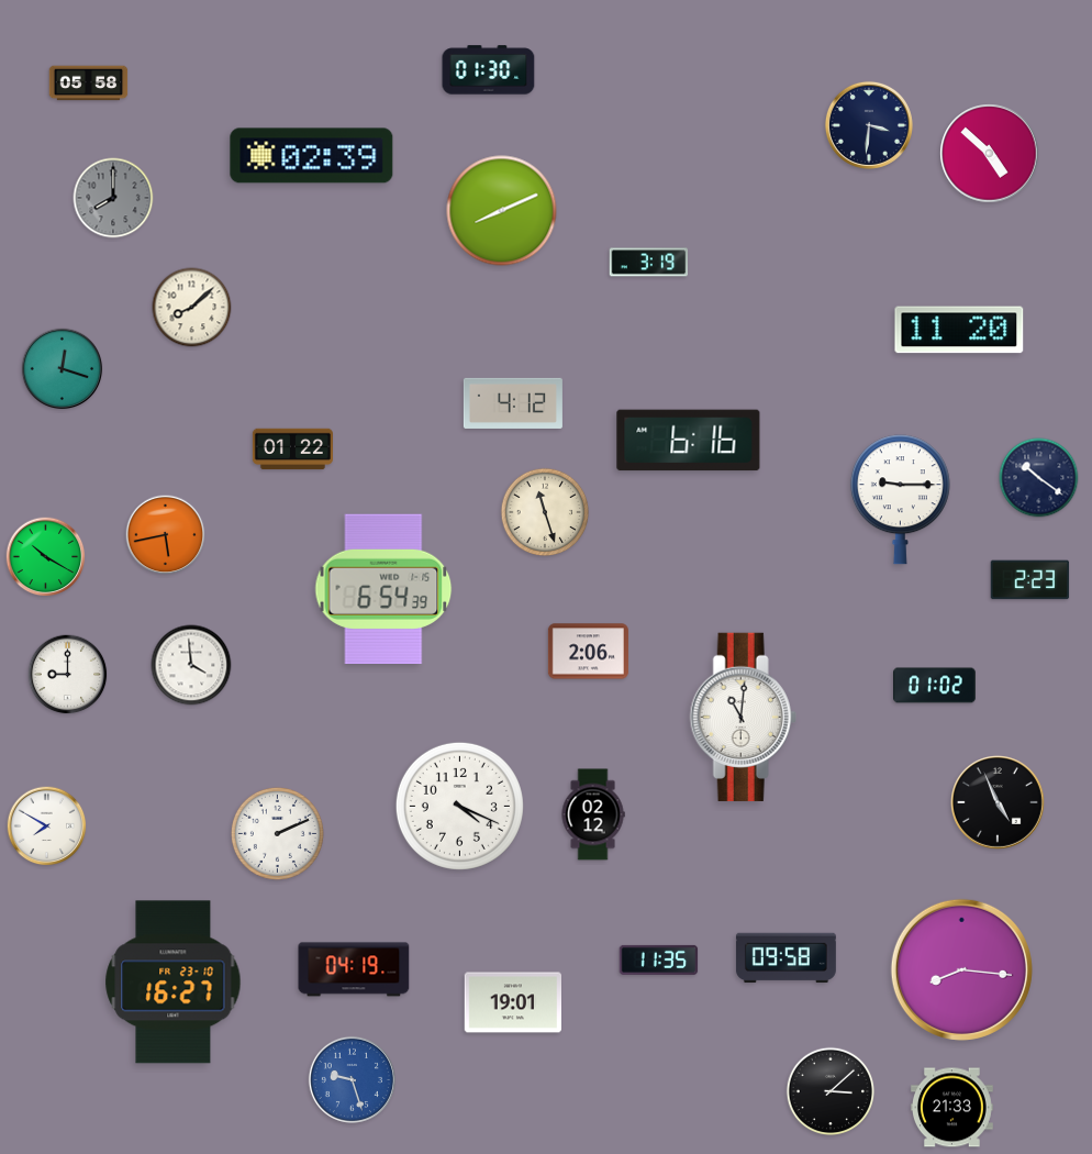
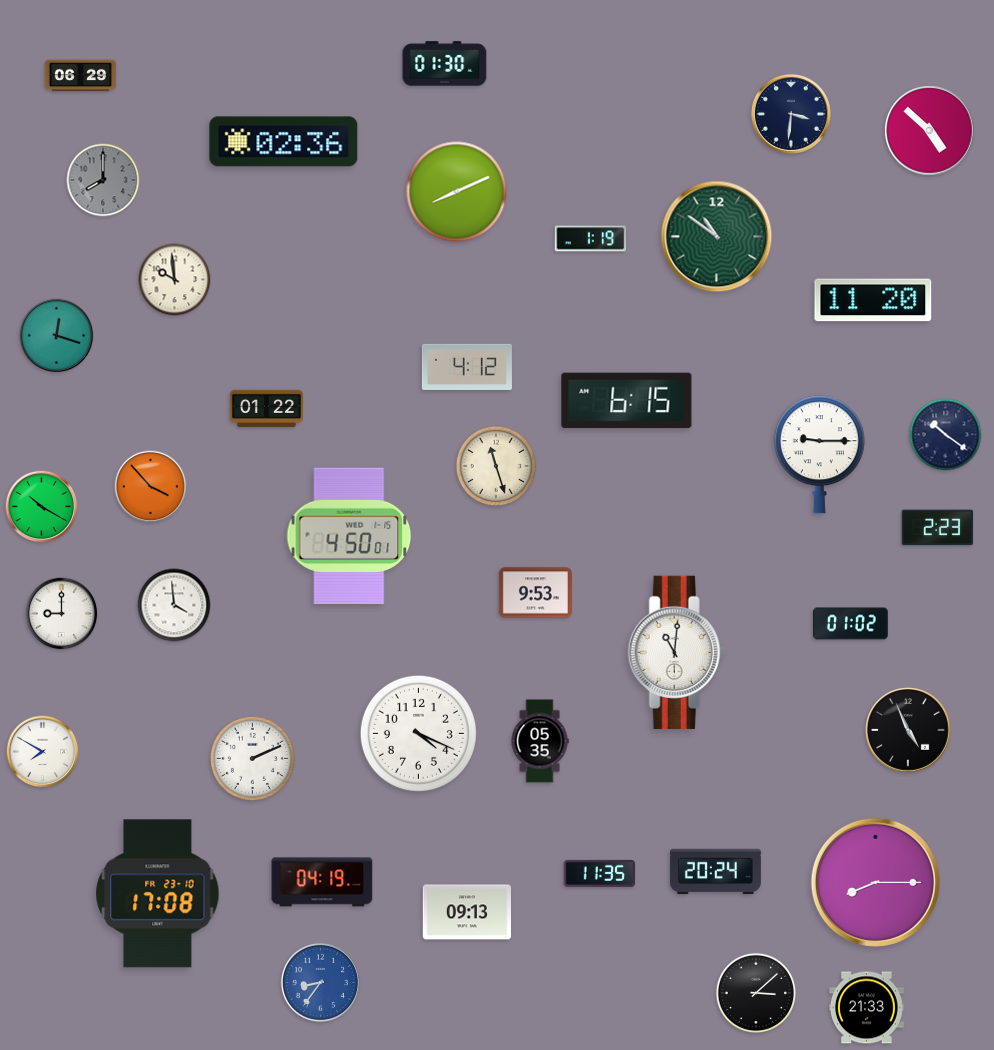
clock at (89, 84): 05:58 -> 06:29
clock at (990, 154) position: (990, 154) -> (930, 131)
clock at (312, 156): 02:39 -> 02:36
clock at (717, 237): none -> 10:51
clock at (649, 263): 3:19 -> 1:19
clock at (192, 308): 8:08 -> 9:59
clock at (689, 441): 6:16 -> 6:15
clock at (166, 535): 5:43 -> 3:53
clock at (383, 588): 6:54 -> 4:50
clock at (588, 652): 2:06 -> 9:53
clock at (593, 814): 02:12 -> 05:35
clock at (785, 958): 09:58 -> 20:24
clock at (961, 969): 8:16 -> 8:15
clock at (174, 983): 16:27 -> 17:08
clock at (512, 1002): 19:01 -> 09:13
clock at (352, 1079): 9:27 -> 8:36
